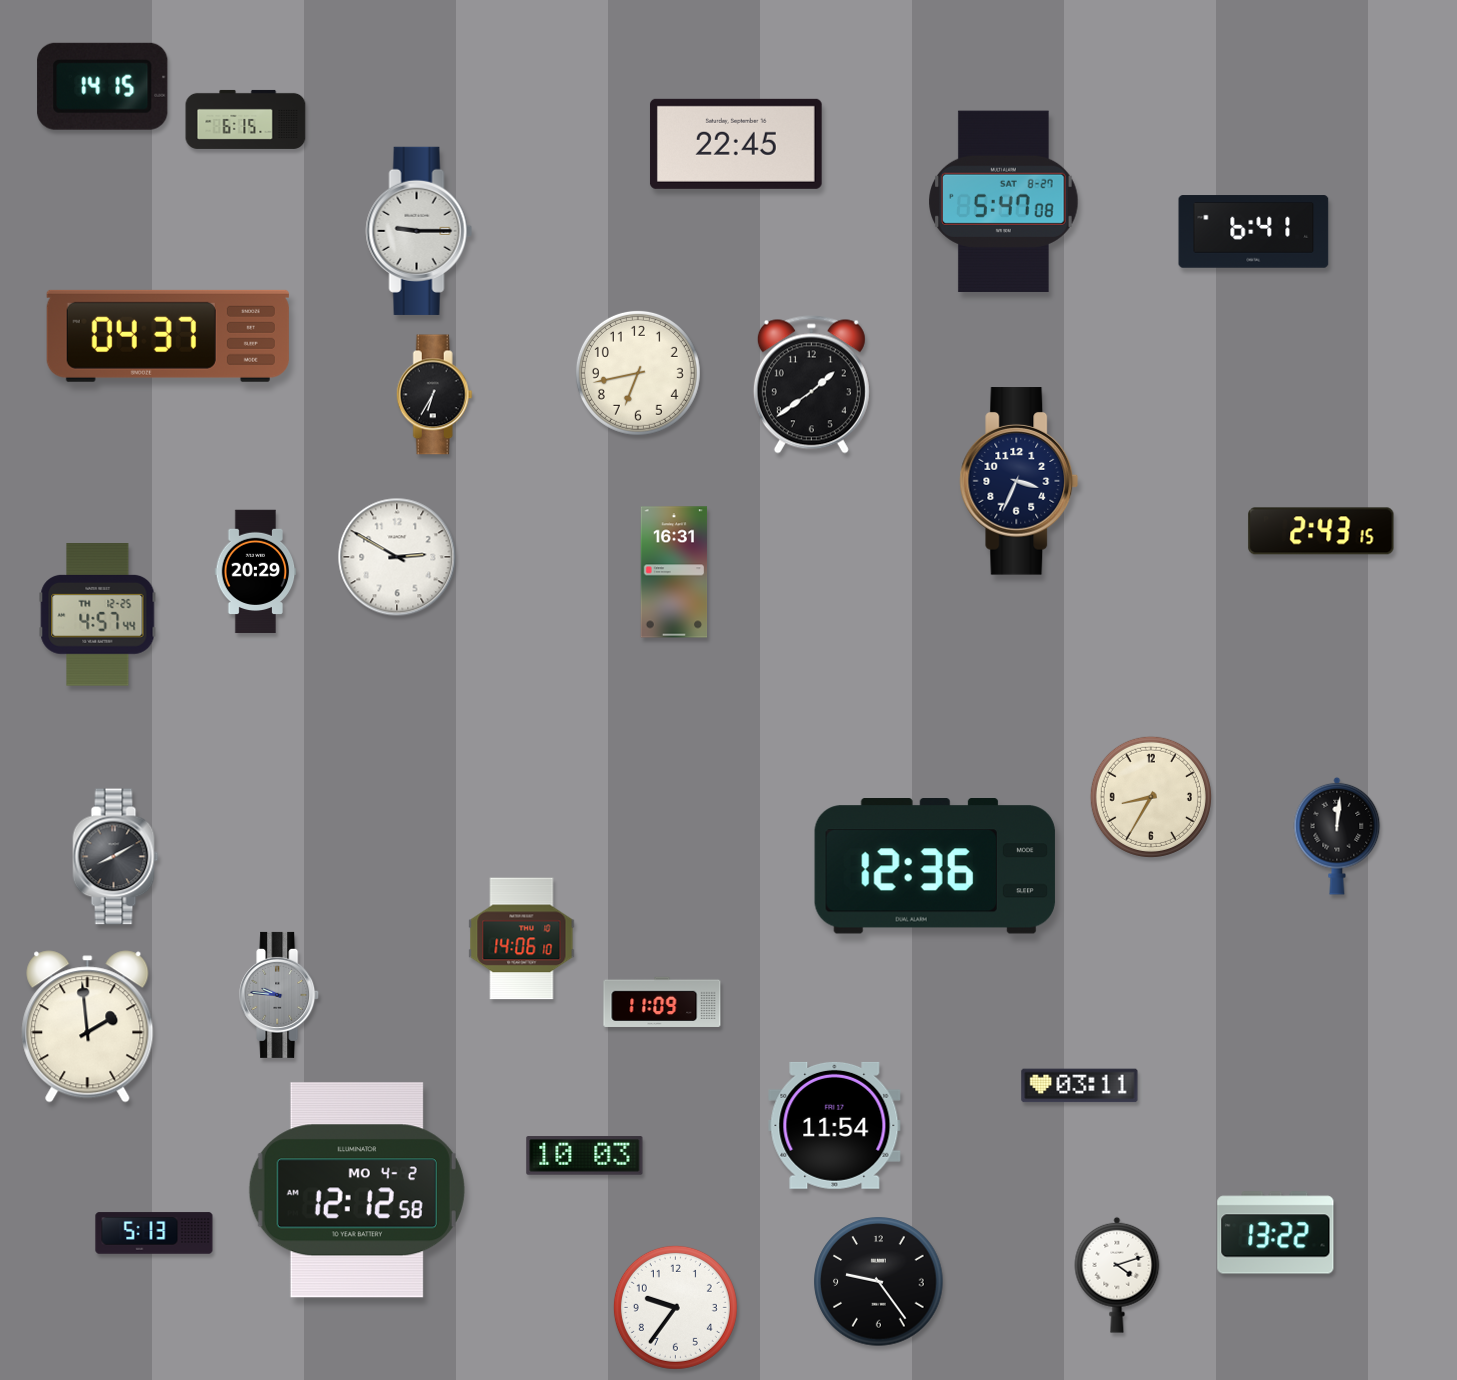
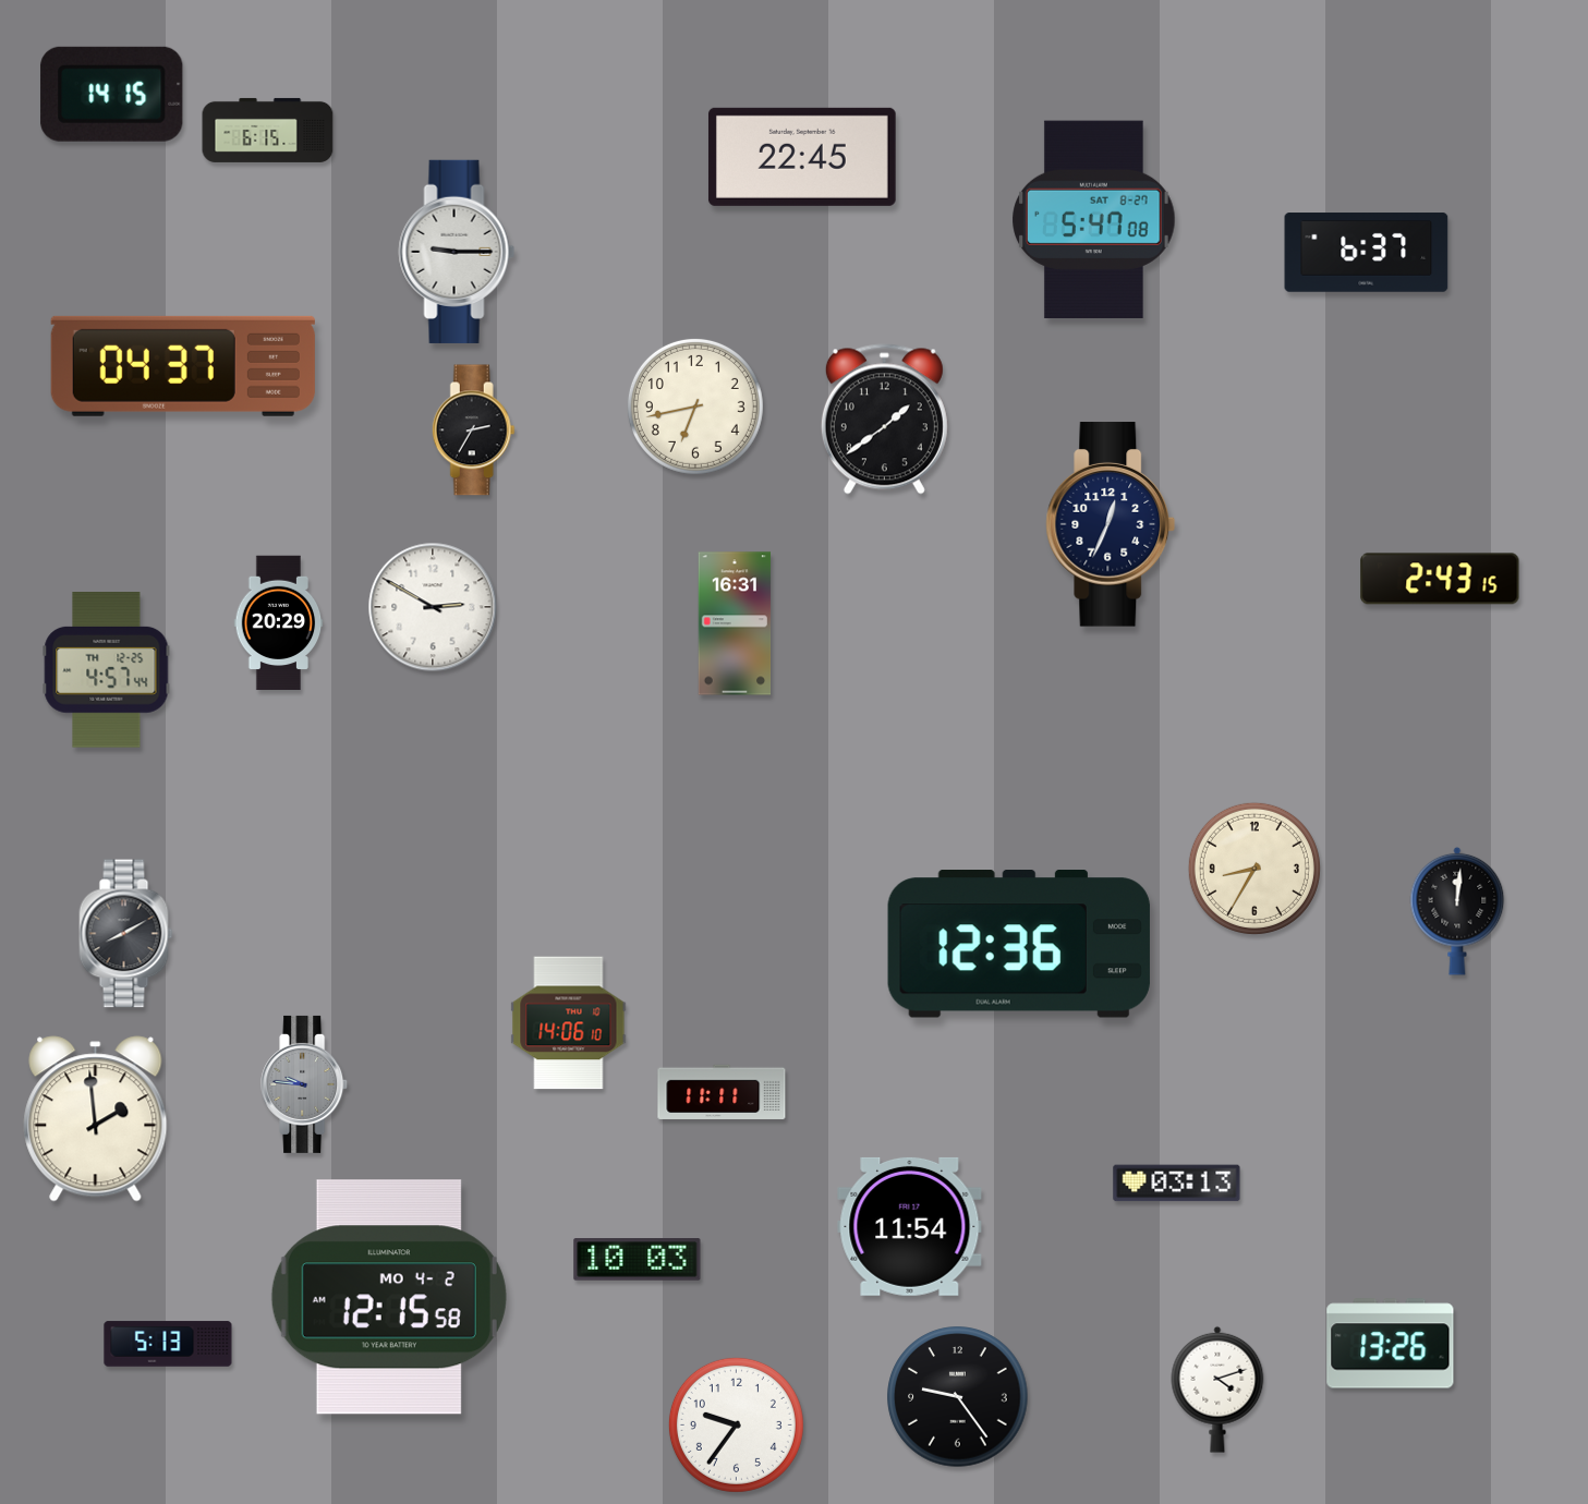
clock at (1254, 232): 6:41 -> 6:37
clock at (434, 395): 6:35 -> 2:35
clock at (1019, 481): 3:34 -> 12:34
clock at (662, 1001): 11:09 -> 11:11
clock at (1080, 1086): 03:11 -> 03:13
clock at (357, 1190): 12:12 -> 12:15
clock at (1276, 1233): 13:22 -> 13:26
